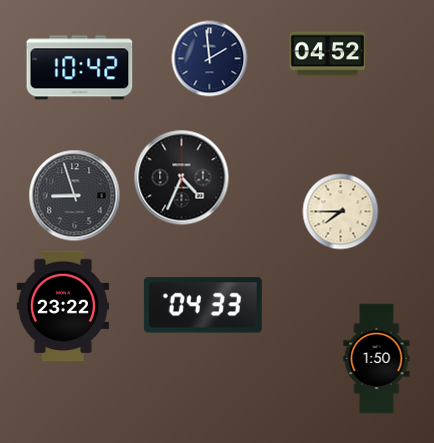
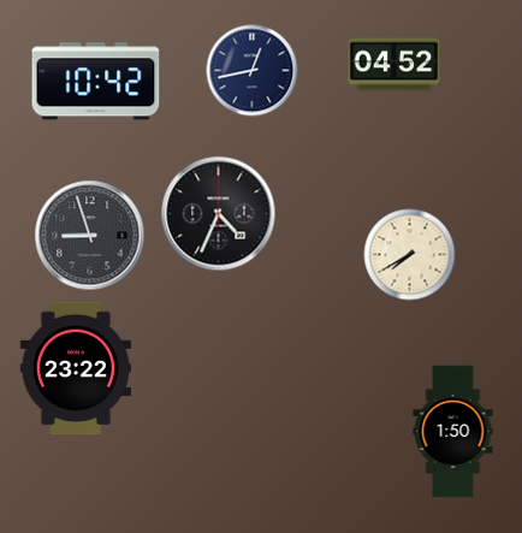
clock at (210, 59): 1:59 -> 12:43
clock at (341, 212): 7:45 -> 7:40
clock at (203, 305): 04:33 -> none
